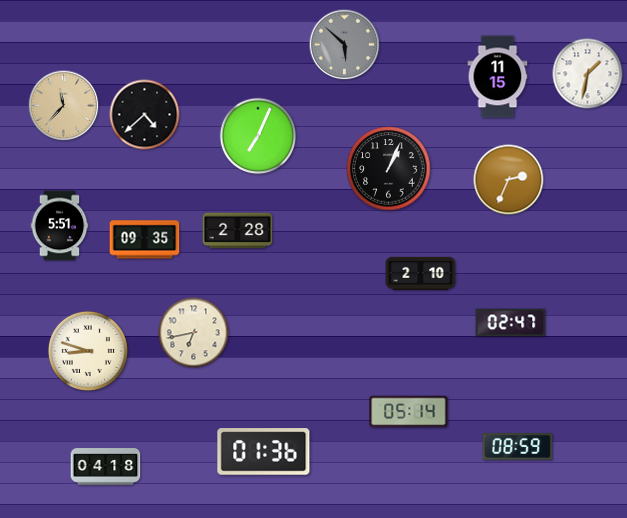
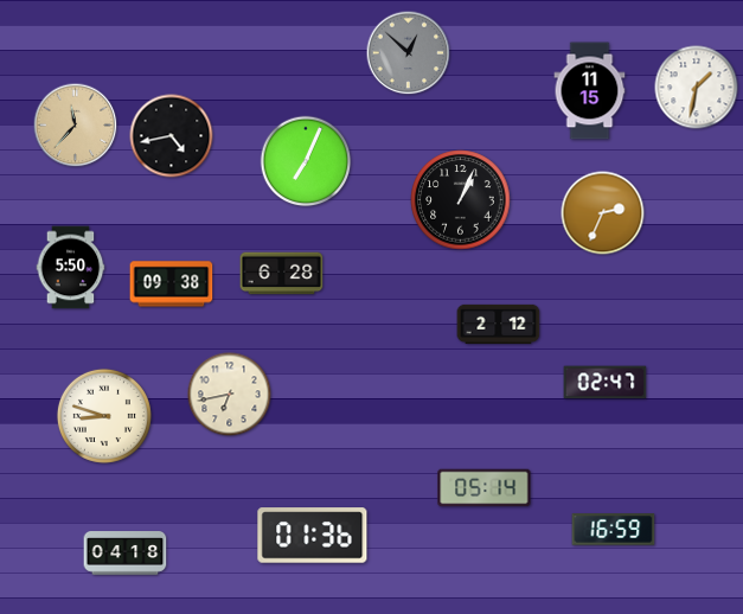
clock at (345, 45): 5:52 -> 12:52
clock at (145, 115): 4:38 -> 4:43
clock at (60, 226): 5:51 -> 5:50
clock at (238, 231): 2:28 -> 6:28
clock at (145, 240): 09:35 -> 09:38
clock at (421, 273): 2:10 -> 2:12
clock at (518, 447): 08:59 -> 16:59
